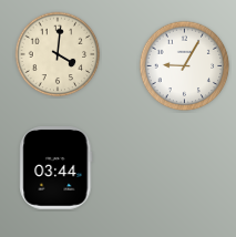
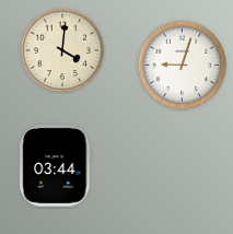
clock at (58, 54) position: (58, 54) -> (62, 50)
clock at (185, 66): 9:05 -> 9:03
